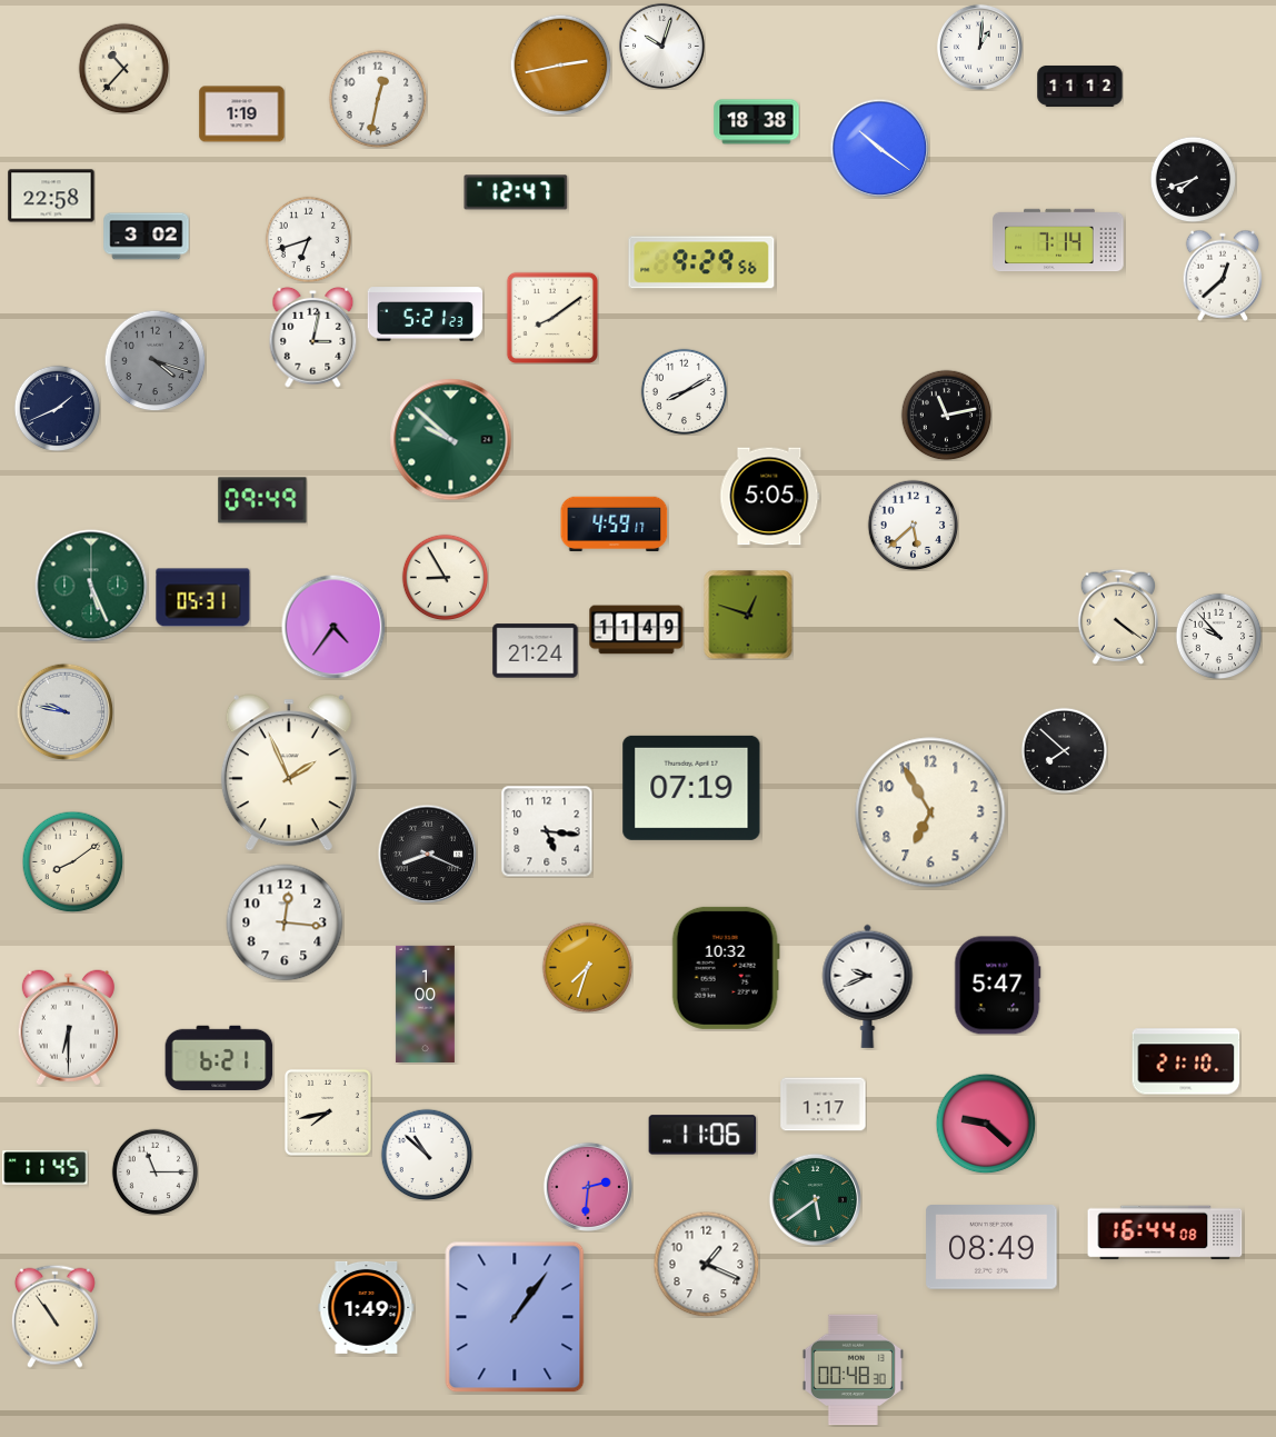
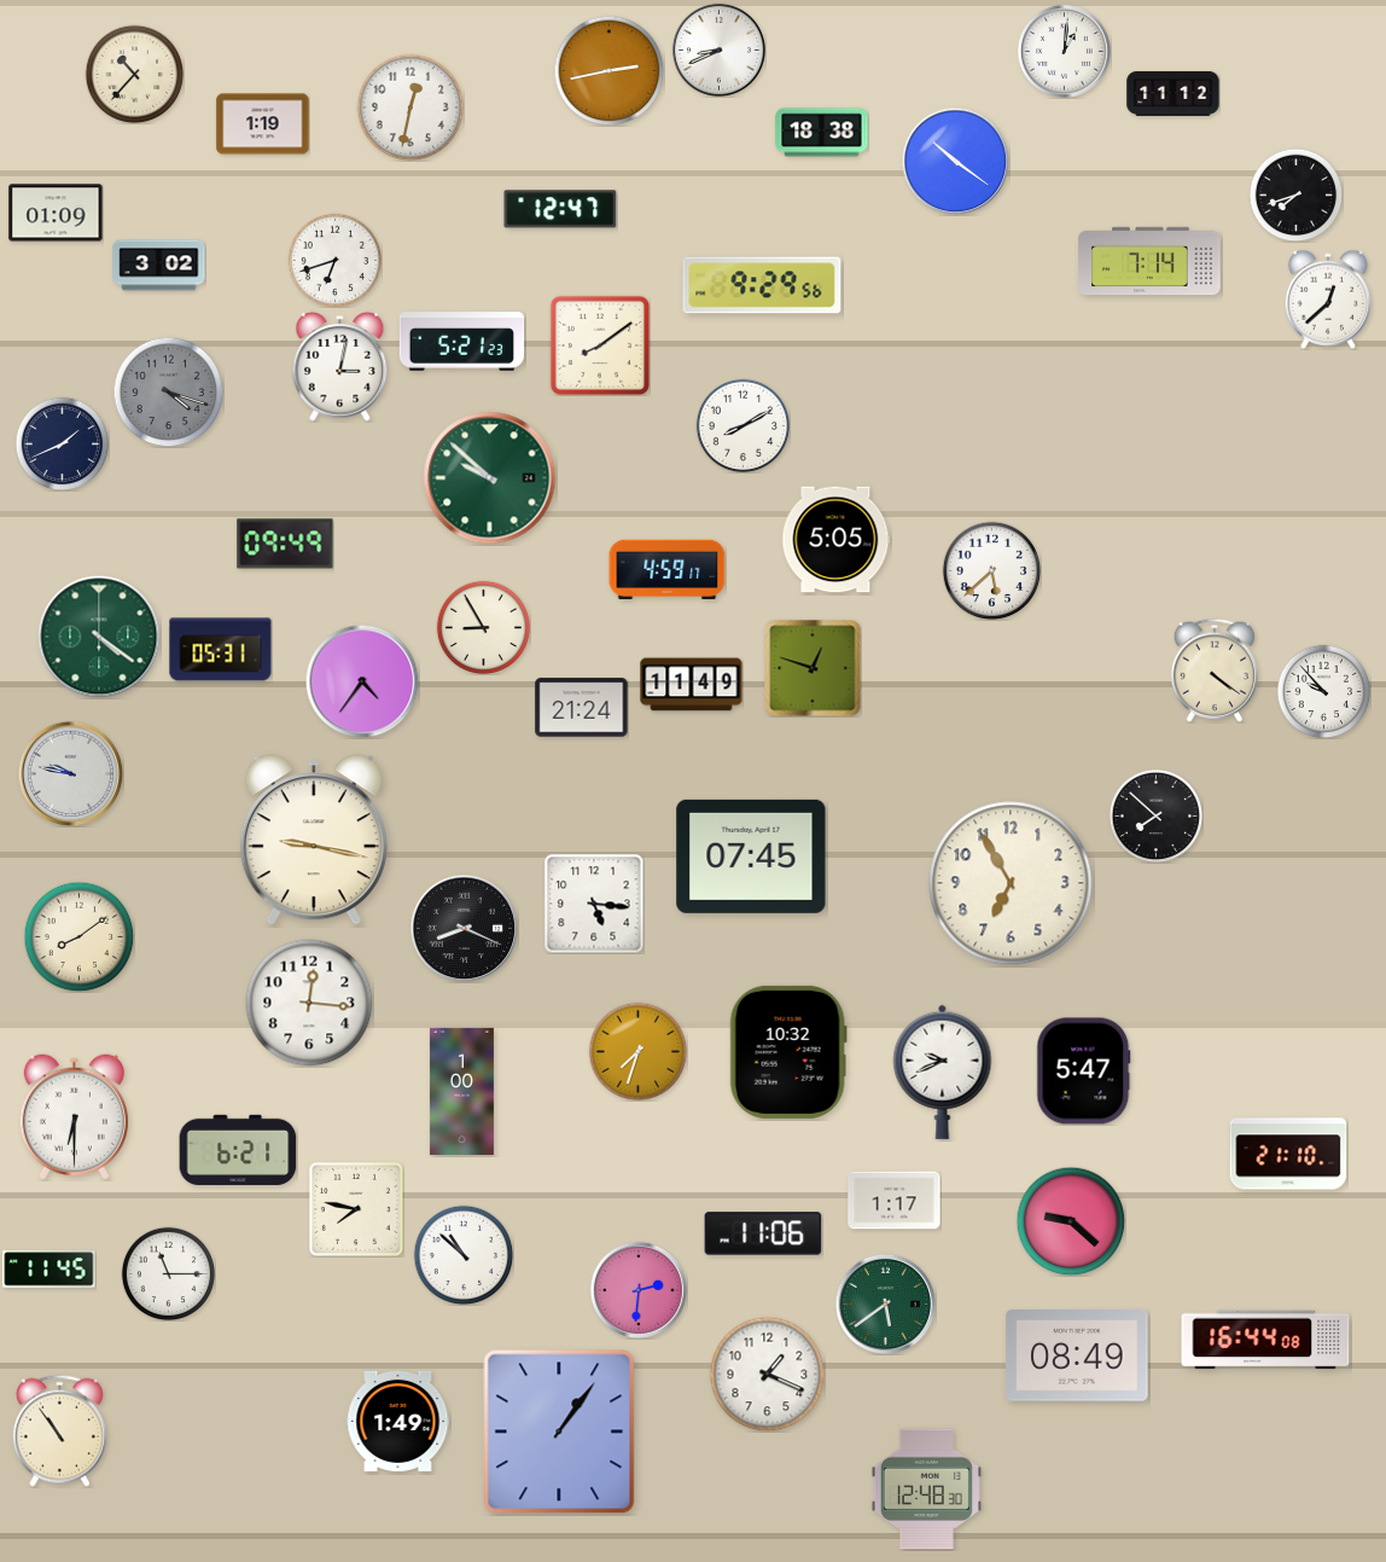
clock at (661, 46): 10:03 -> 8:41
clock at (51, 196): 22:58 -> 01:09
clock at (147, 237) position: (147, 237) -> (159, 266)
clock at (946, 415): 11:13 -> none
clock at (91, 586): 5:26 -> 4:21
clock at (289, 772): 1:56 -> 9:17
clock at (691, 788): 07:19 -> 07:45
clock at (329, 1114): 7:43 -> 7:47
clock at (853, 1370): 00:48 -> 12:48
